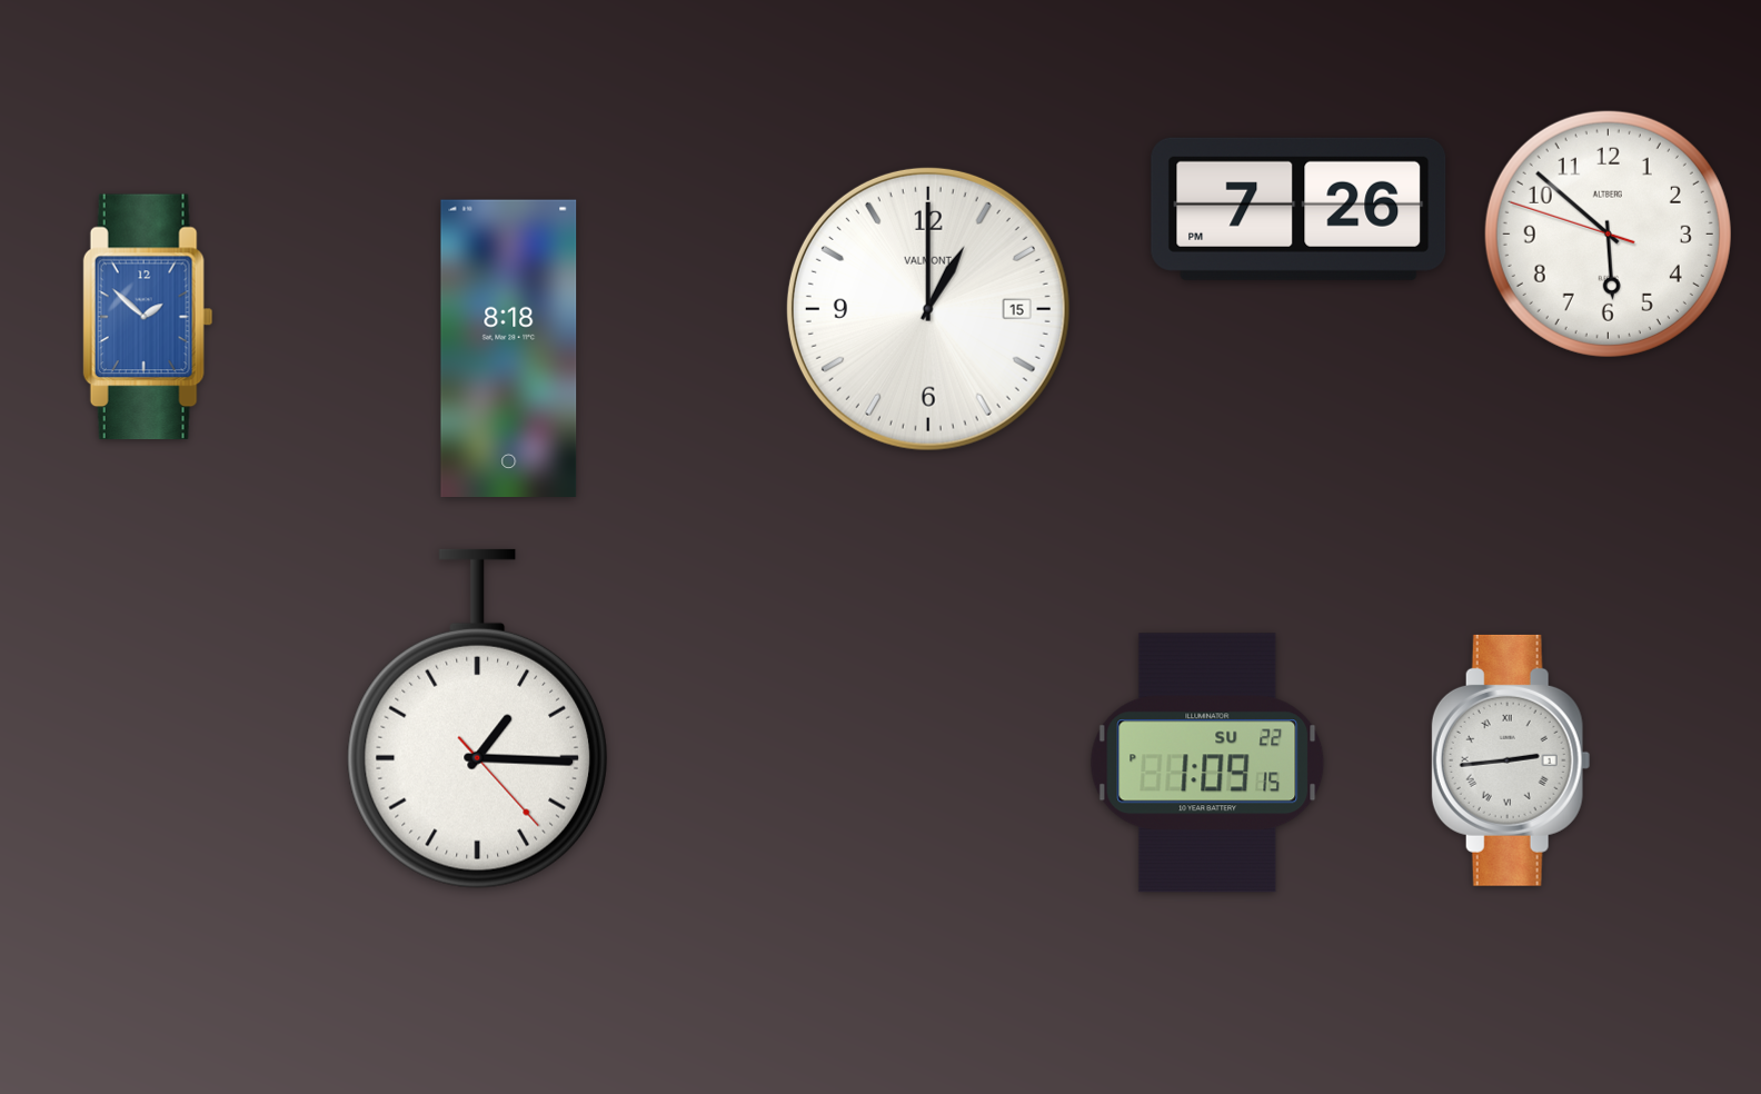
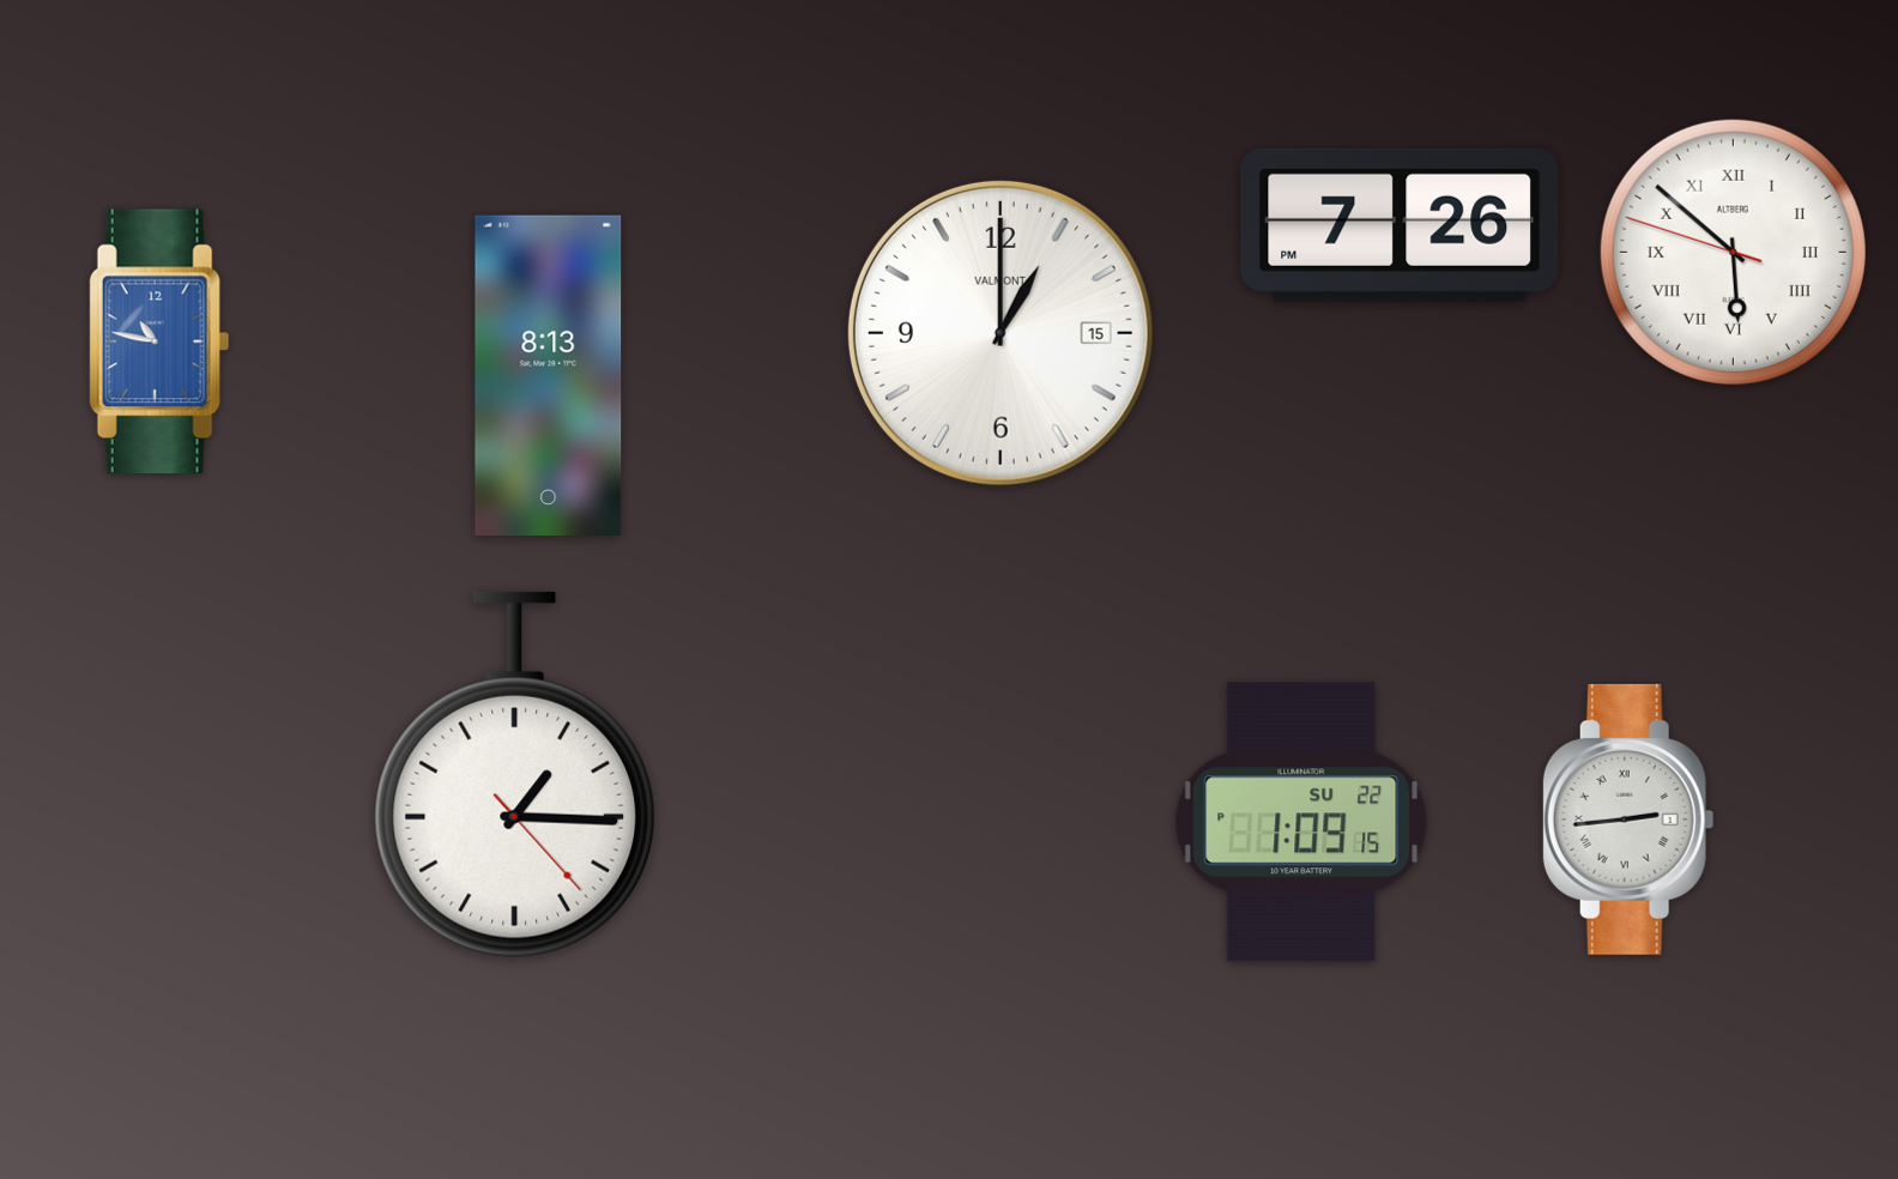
clock at (1608, 233) numerals: Arabic -> Roman
clock at (148, 317): 1:52 -> 10:47
clock at (509, 349): 8:18 -> 8:13
